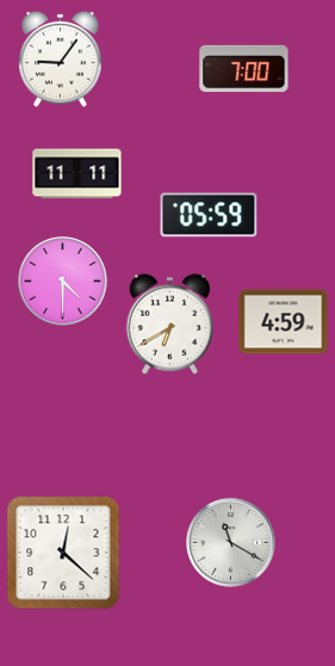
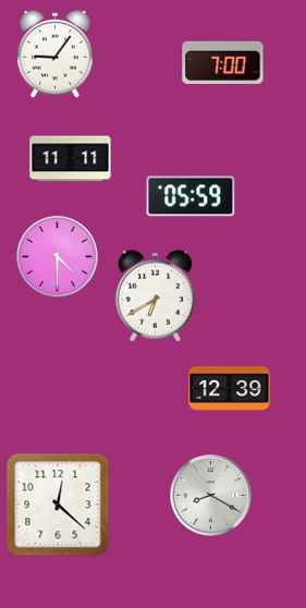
clock at (284, 322): 4:59 -> none
clock at (230, 389): none -> 12:39
clock at (231, 543): 11:20 -> 8:20
